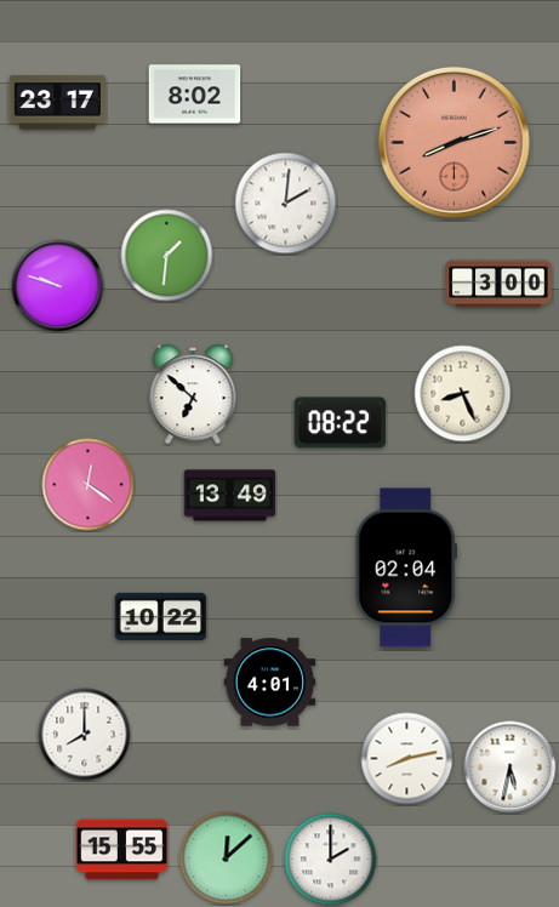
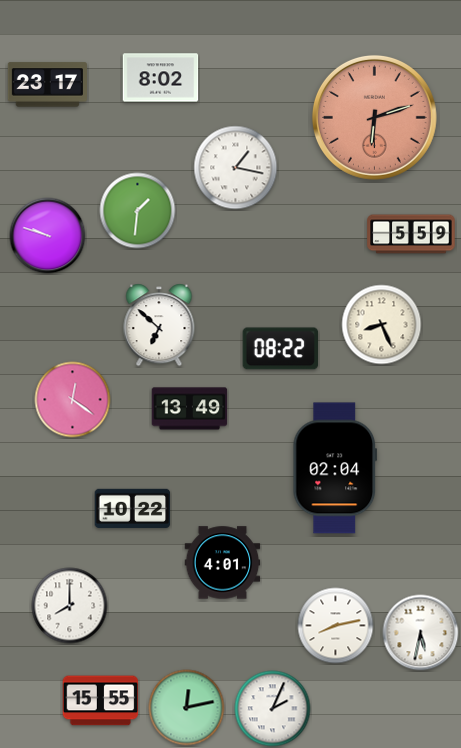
clock at (454, 142): 8:12 -> 6:12
clock at (286, 204): 2:01 -> 1:17
clock at (498, 284): 3:00 -> 5:59
clock at (227, 858): 12:08 -> 12:13
clock at (331, 860): 2:00 -> 2:04
